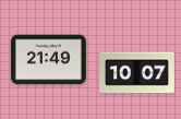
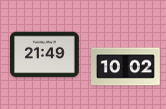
clock at (137, 73): 10:07 -> 10:02
